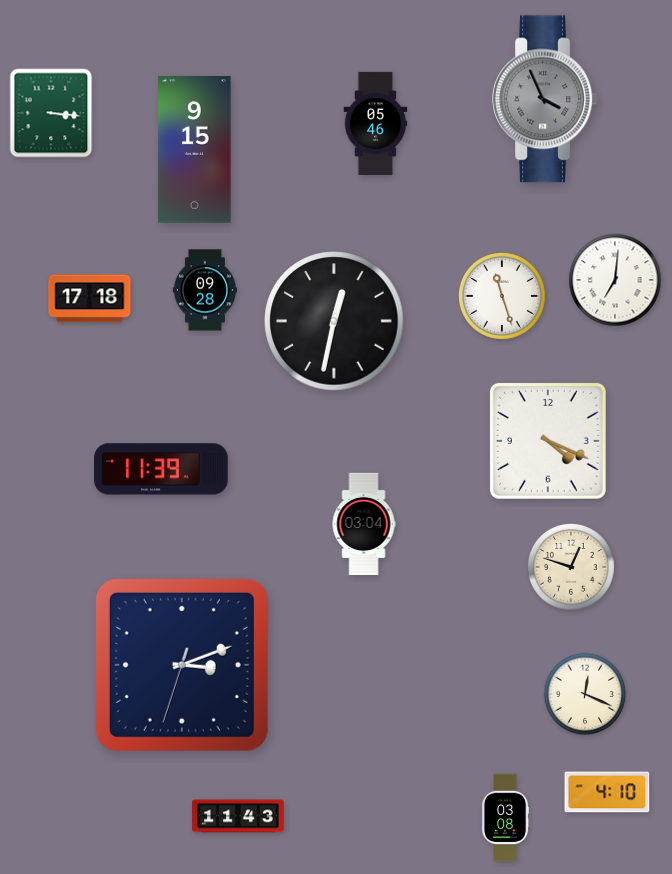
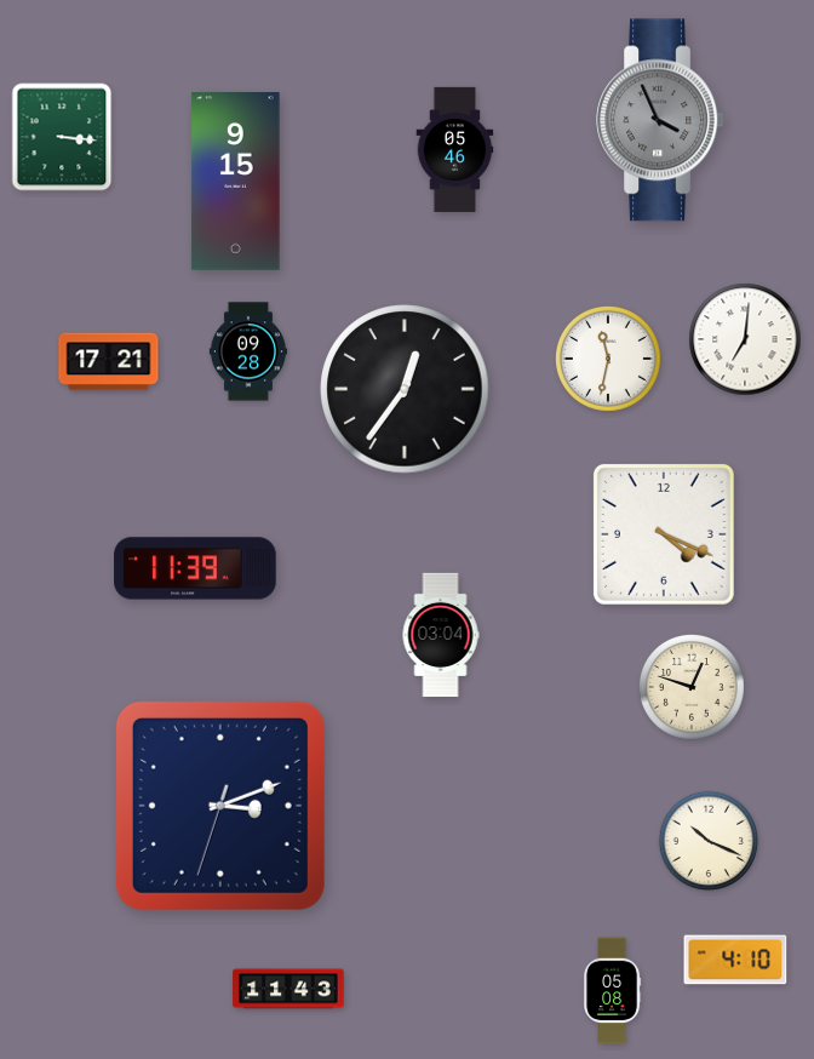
clock at (502, 296): 11:27 -> 11:32
clock at (90, 299): 17:18 -> 17:21
clock at (334, 321): 12:32 -> 12:36
clock at (585, 694): 12:19 -> 10:19
clock at (505, 818): 03:08 -> 05:08
